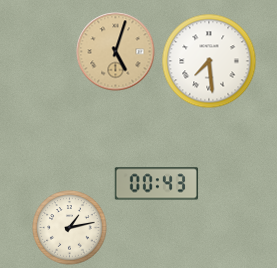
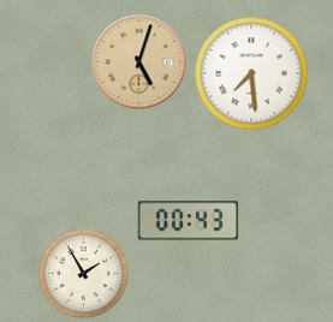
clock at (70, 228): 1:13 -> 1:55
